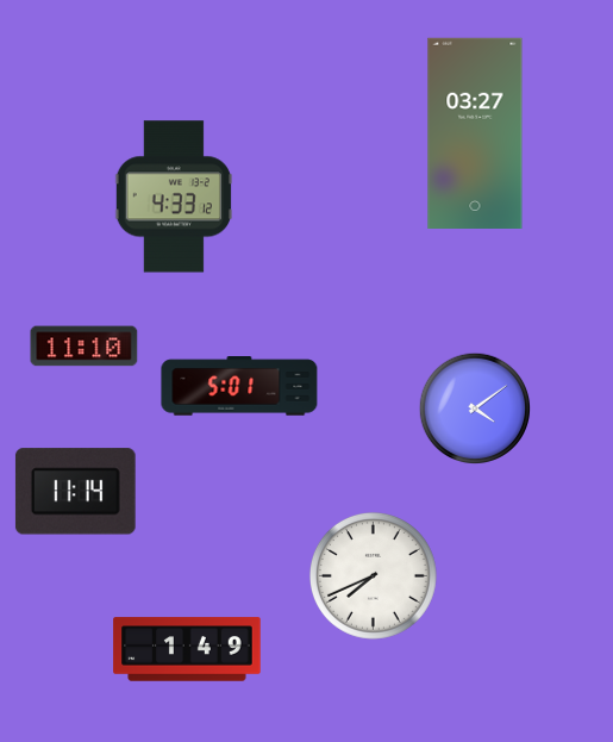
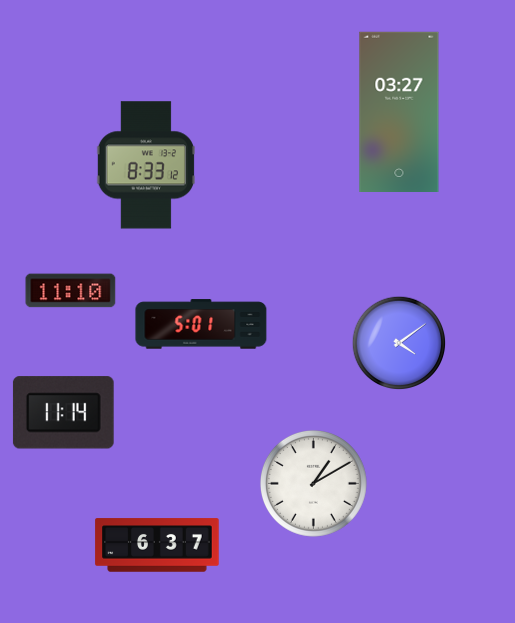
clock at (174, 197): 4:33 -> 8:33
clock at (373, 575): 7:41 -> 1:10
clock at (187, 649): 1:49 -> 6:37
